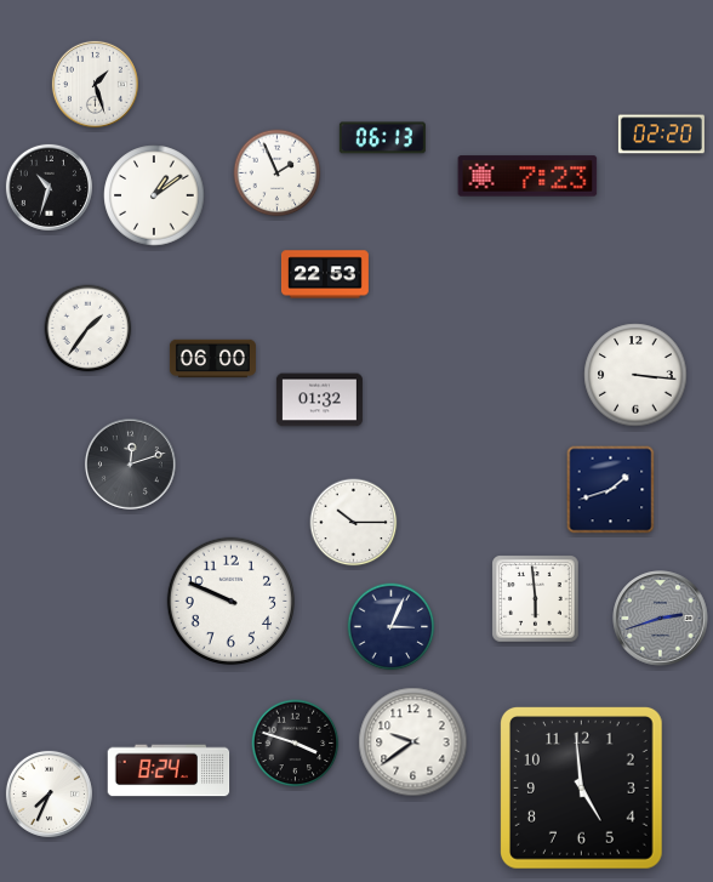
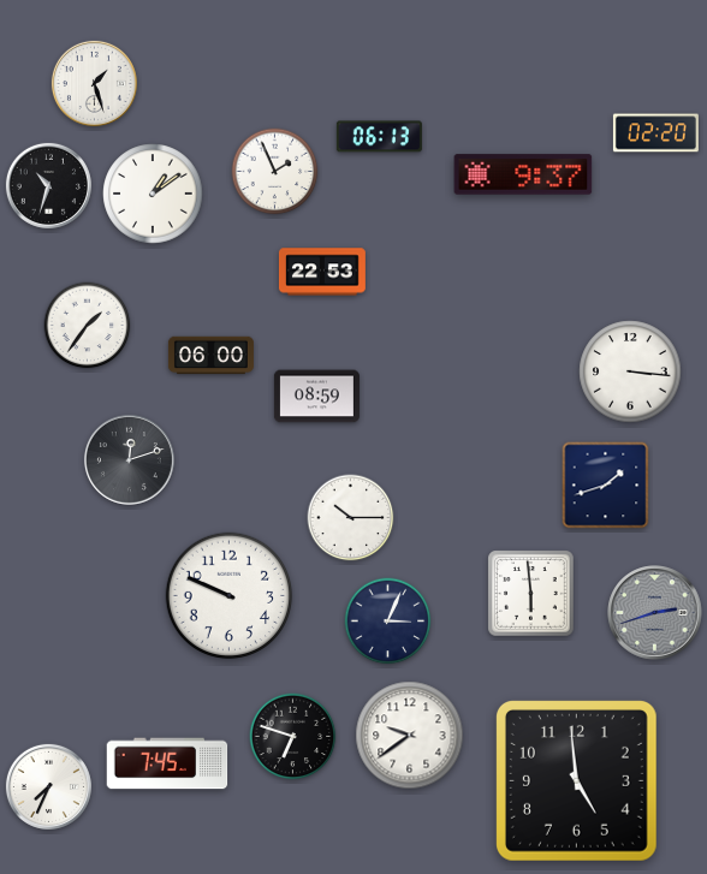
clock at (527, 176): 7:23 -> 9:37
clock at (319, 400): 01:32 -> 08:59
clock at (296, 744): 3:48 -> 6:48
clock at (169, 770): 8:24 -> 7:45
